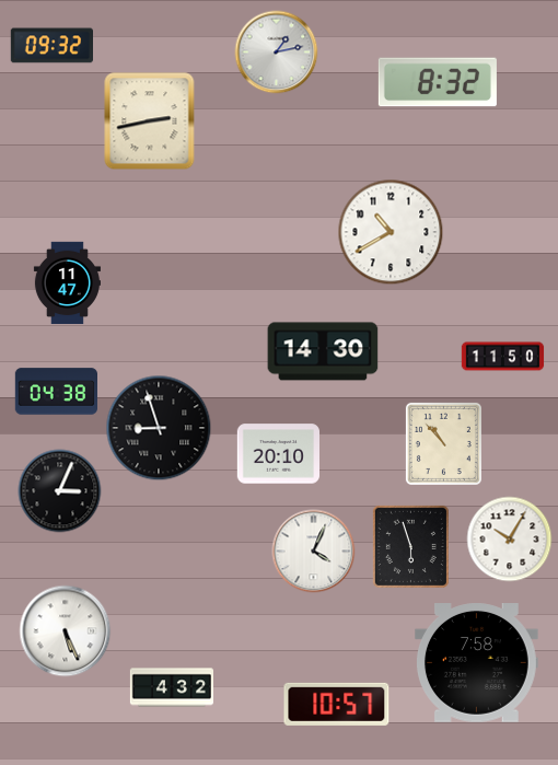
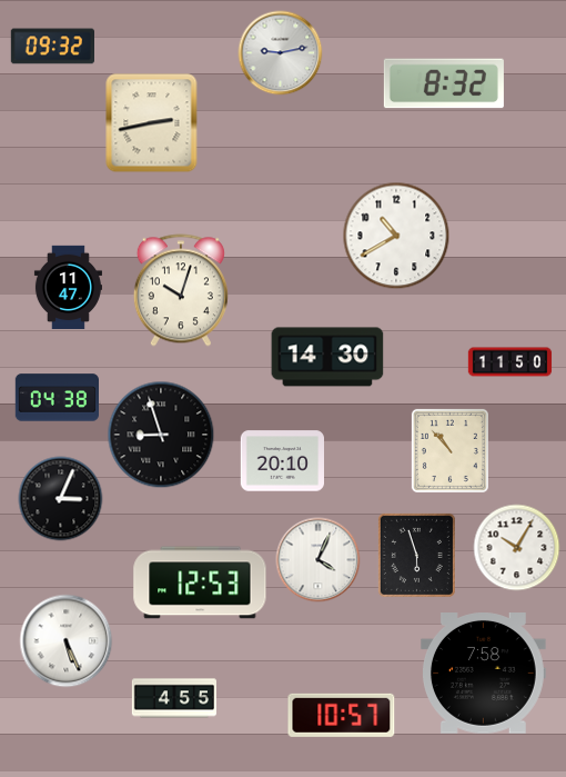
clock at (277, 53): 1:13 -> 9:13
clock at (181, 290): none -> 10:03
clock at (200, 582): none -> 12:53
clock at (171, 687): 4:32 -> 4:55
